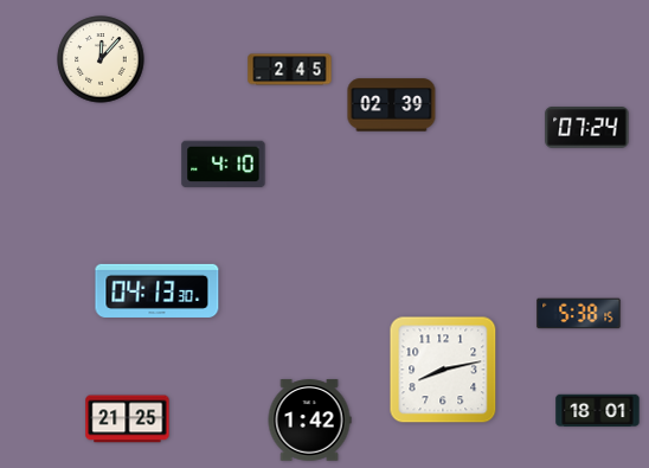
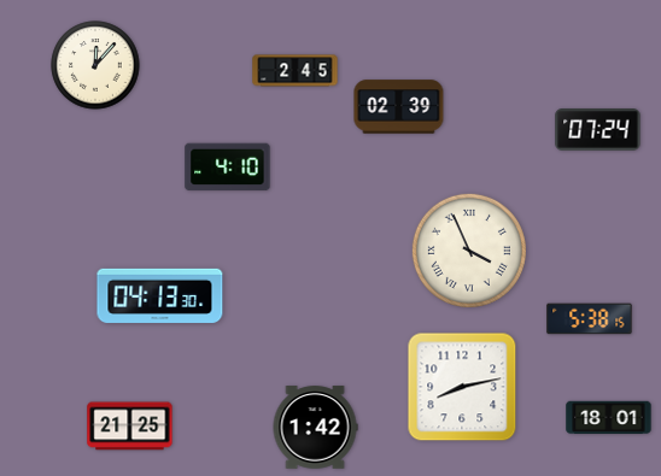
clock at (101, 59) position: (101, 59) -> (95, 65)
clock at (469, 251): none -> 3:56
clock at (443, 370) position: (443, 370) -> (462, 387)
